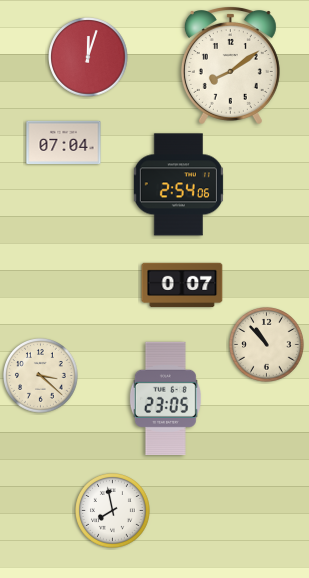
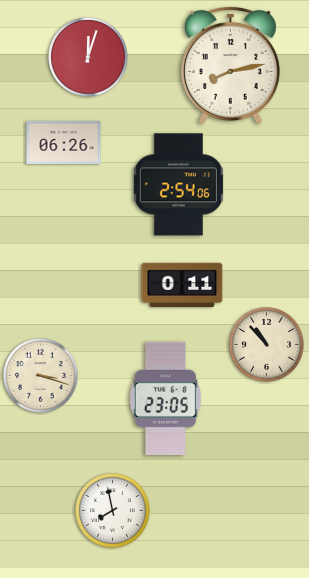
clock at (230, 66): 8:09 -> 8:13
clock at (64, 142): 07:04 -> 06:26
clock at (182, 285): 0:07 -> 0:11
clock at (41, 376): 3:22 -> 3:18
